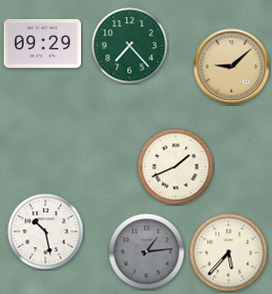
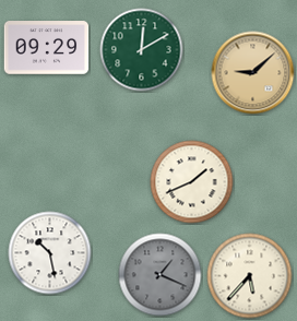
clock at (130, 46): 7:23 -> 12:10
clock at (147, 252): 1:14 -> 1:19
